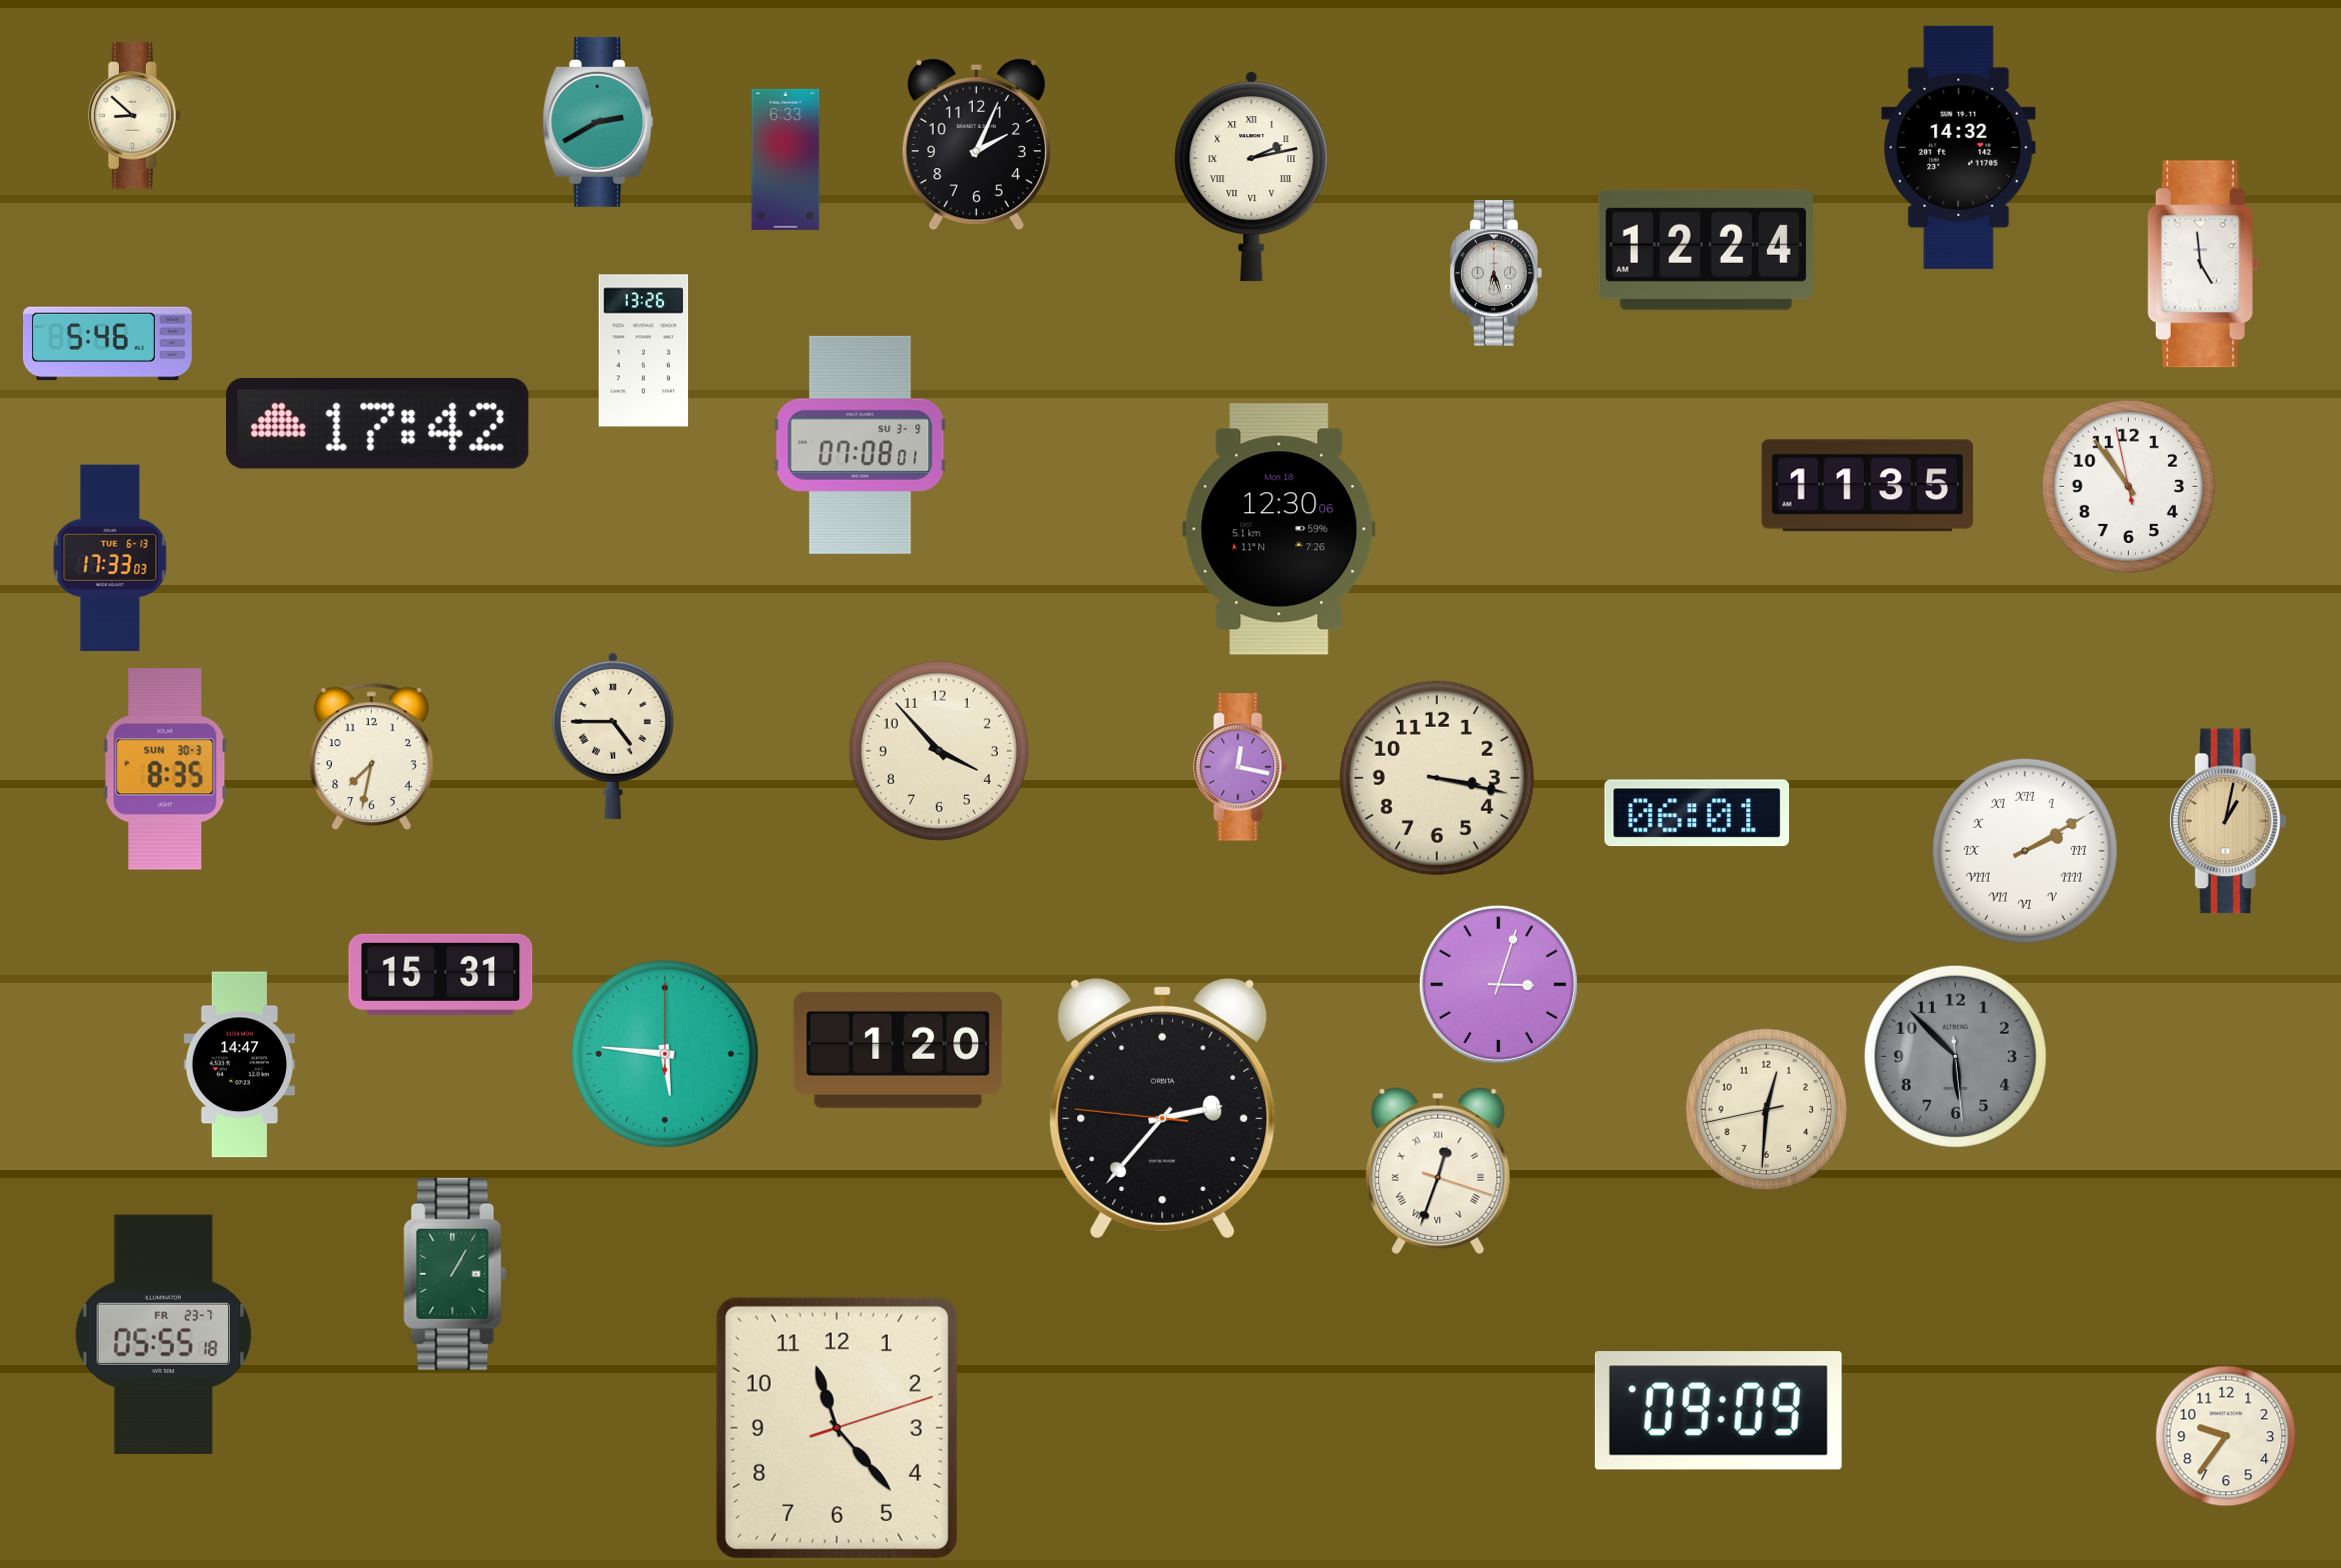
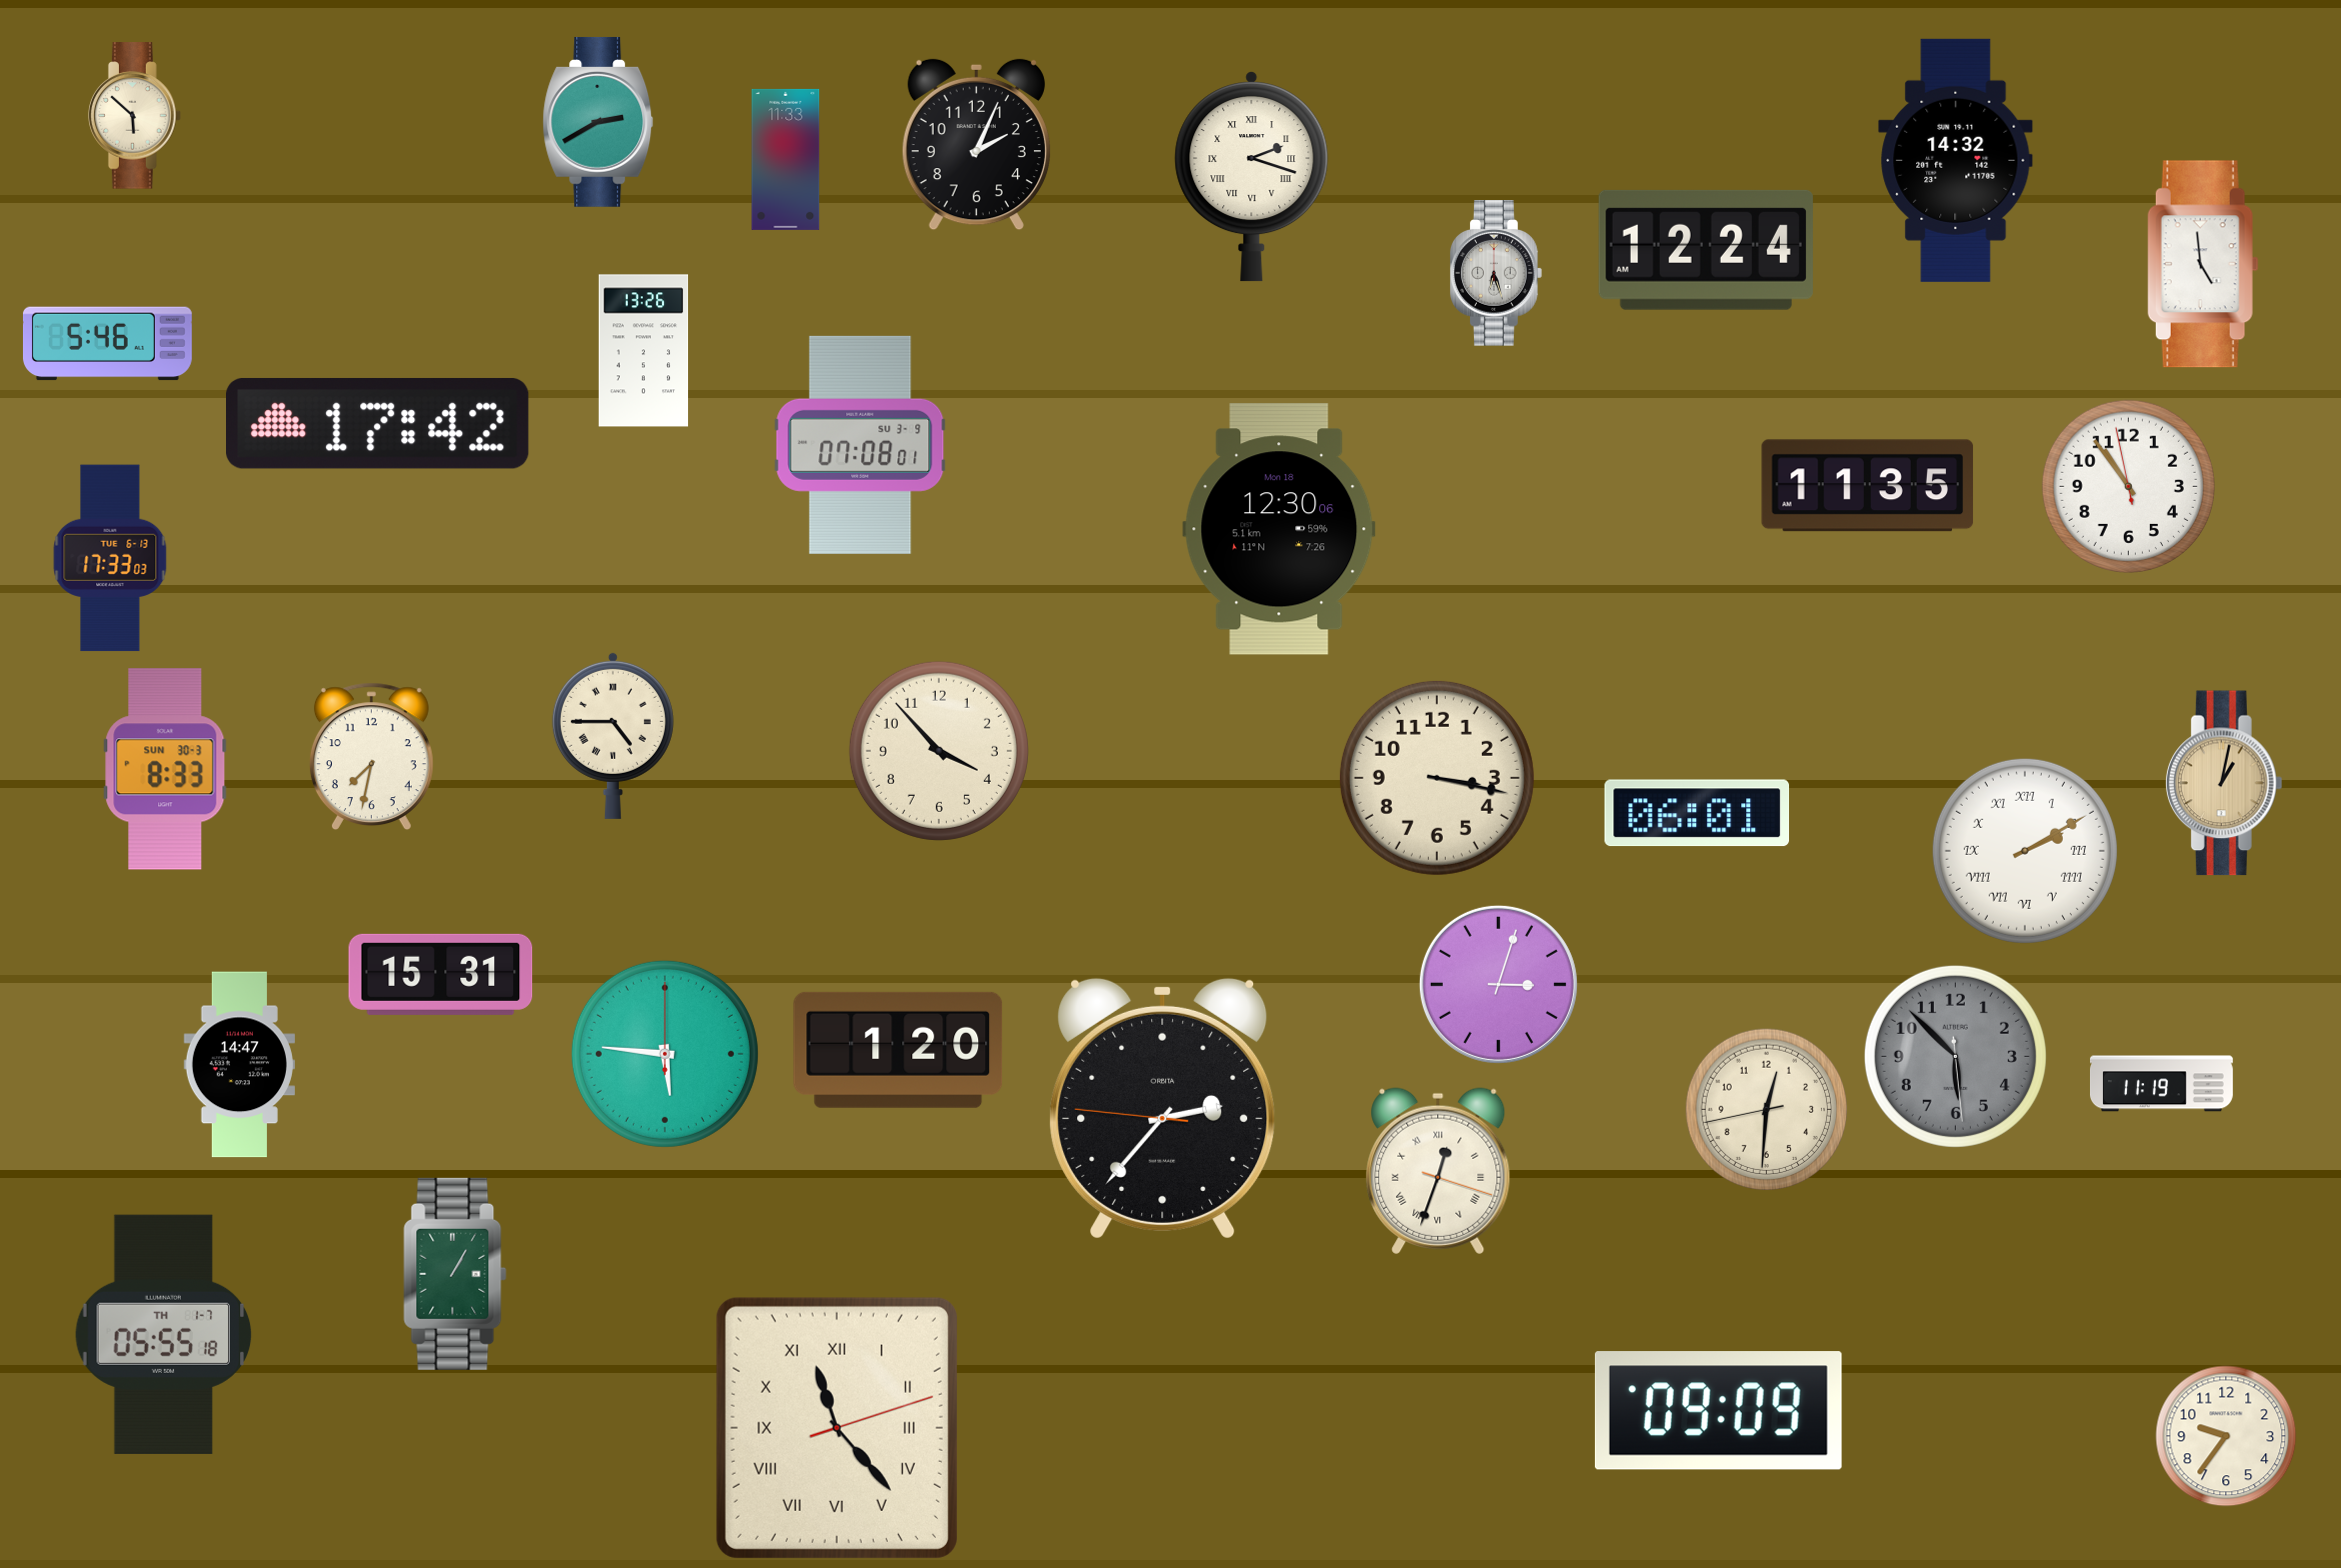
clock at (135, 116): 8:52 -> 5:52
clock at (1959, 147) position: (1959, 147) -> (1956, 160)
clock at (786, 159): 6:33 -> 11:33
clock at (1252, 177): 2:13 -> 2:18
clock at (1240, 767): 12:17 -> none
clock at (165, 769): 8:35 -> 8:33
clock at (2228, 821) position: (2228, 821) -> (2224, 783)
clock at (2161, 1084): none -> 11:19
clock at (164, 1334) date: FR 23-7 -> TH 1-7
clock at (837, 1428) numerals: Arabic -> Roman
